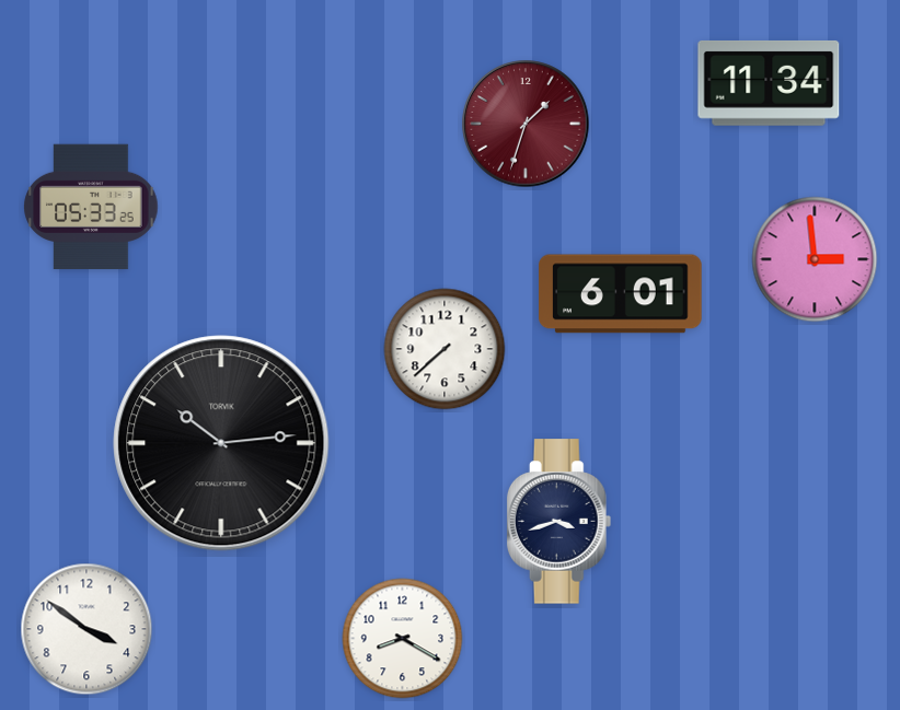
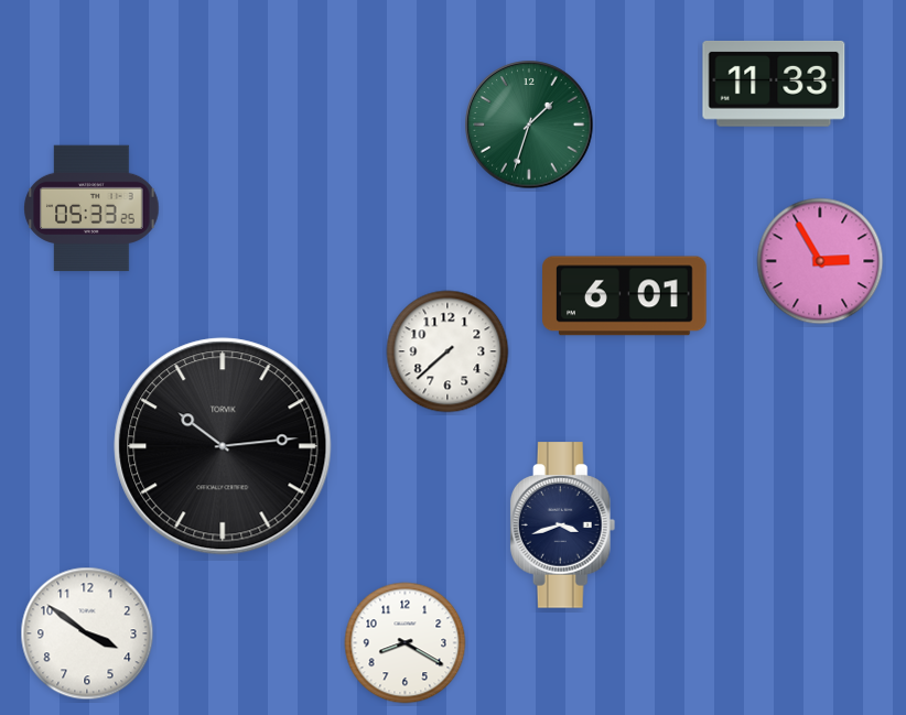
clock at (769, 83): 11:34 -> 11:33
clock at (526, 124) dial: burgundy -> green
clock at (815, 259): 2:59 -> 2:55
